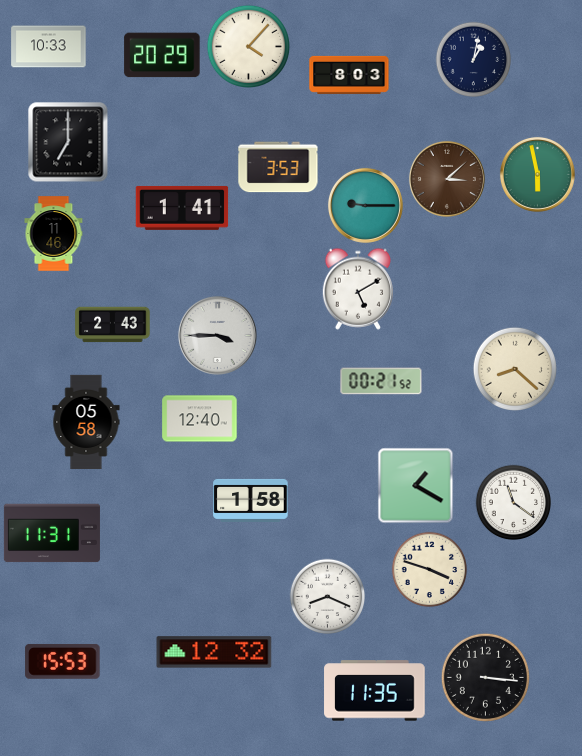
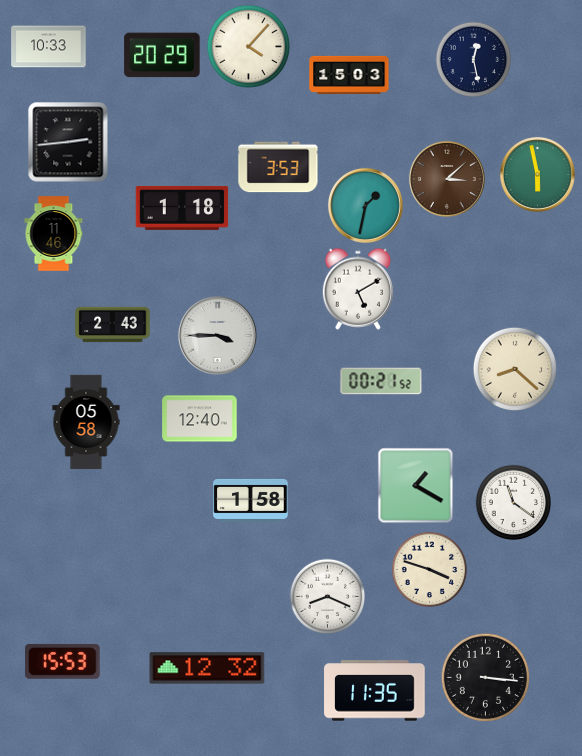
clock at (474, 60): 1:02 -> 12:28
clock at (349, 75): 8:03 -> 15:03
clock at (68, 142): 7:00 -> 2:44
clock at (365, 205): 9:15 -> 1:32
clock at (182, 208): 1:41 -> 1:18
clock at (52, 533): 11:31 -> none
clock at (214, 652) position: (214, 652) -> (207, 668)
